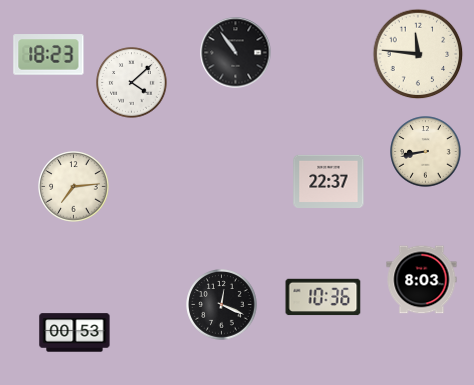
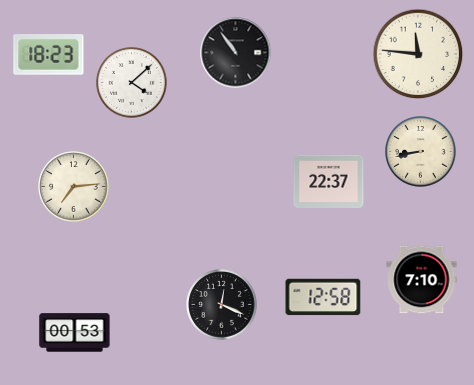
clock at (426, 152) position: (426, 152) -> (421, 152)
clock at (422, 280): 8:03 -> 7:10
clock at (323, 297): 10:36 -> 12:58
